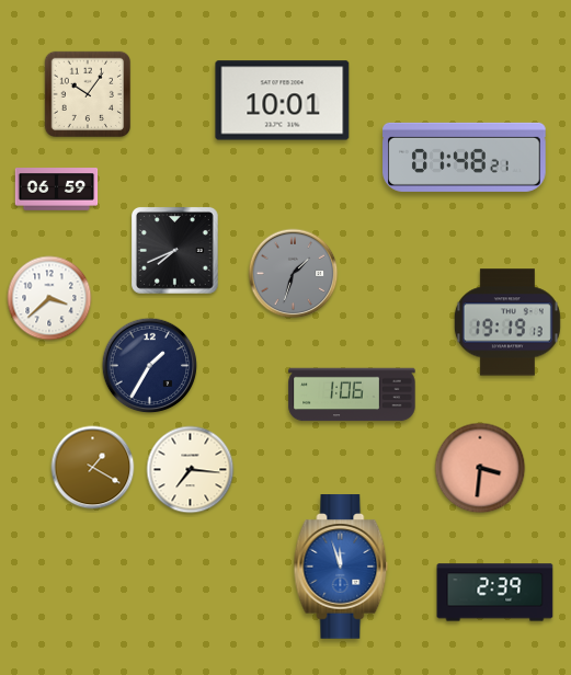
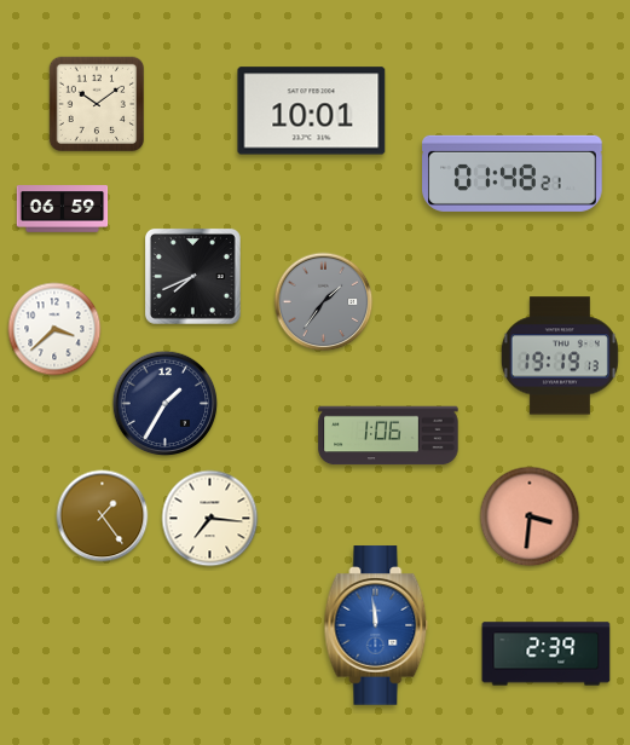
clock at (88, 94): 10:06 -> 10:09
clock at (294, 274): 1:33 -> 1:36
clock at (93, 468): 1:20 -> 1:24
clock at (341, 567): 11:57 -> 11:59
